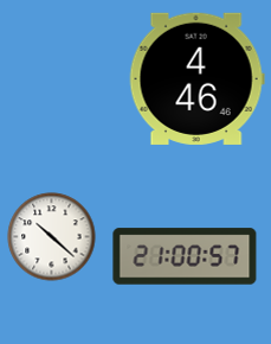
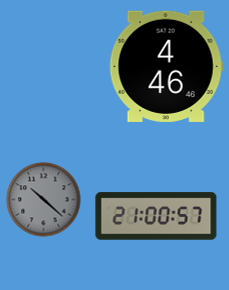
clock at (52, 237) dial: white -> grey
